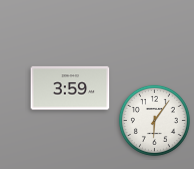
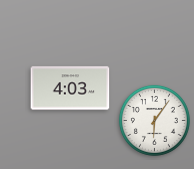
clock at (70, 88): 3:59 -> 4:03
